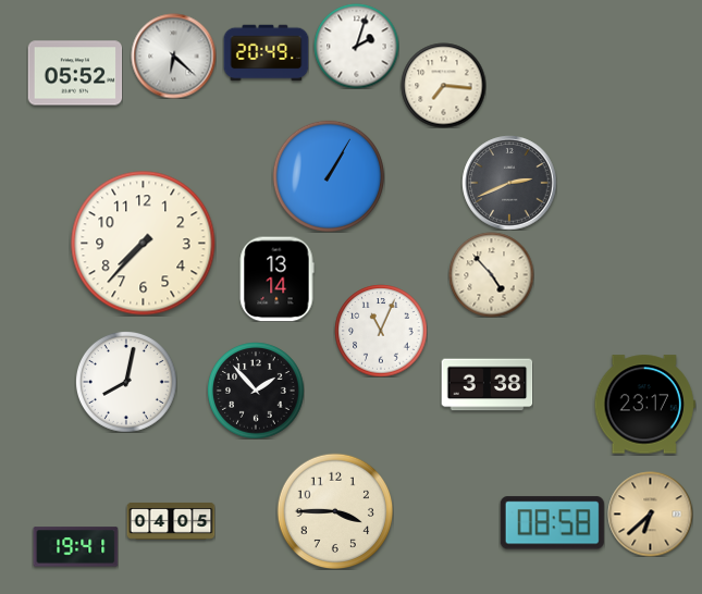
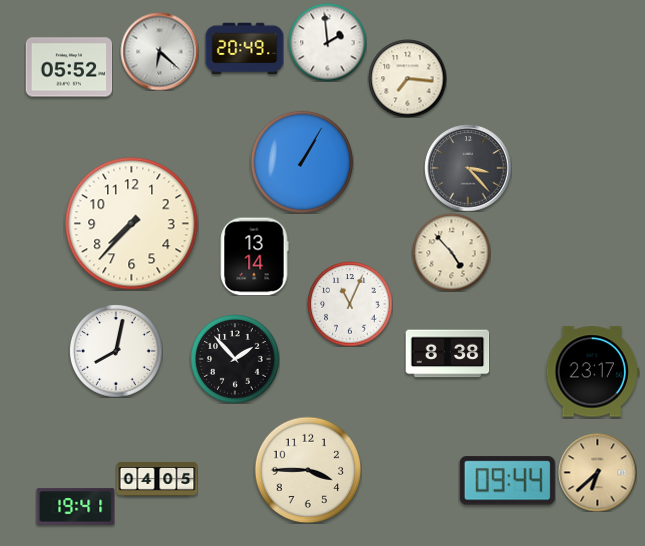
clock at (356, 46): 2:03 -> 1:59
clock at (509, 183): 2:41 -> 3:23
clock at (487, 385): 3:38 -> 8:38
clock at (552, 523): 08:58 -> 09:44
clock at (75, 547) position: (75, 547) -> (75, 507)
